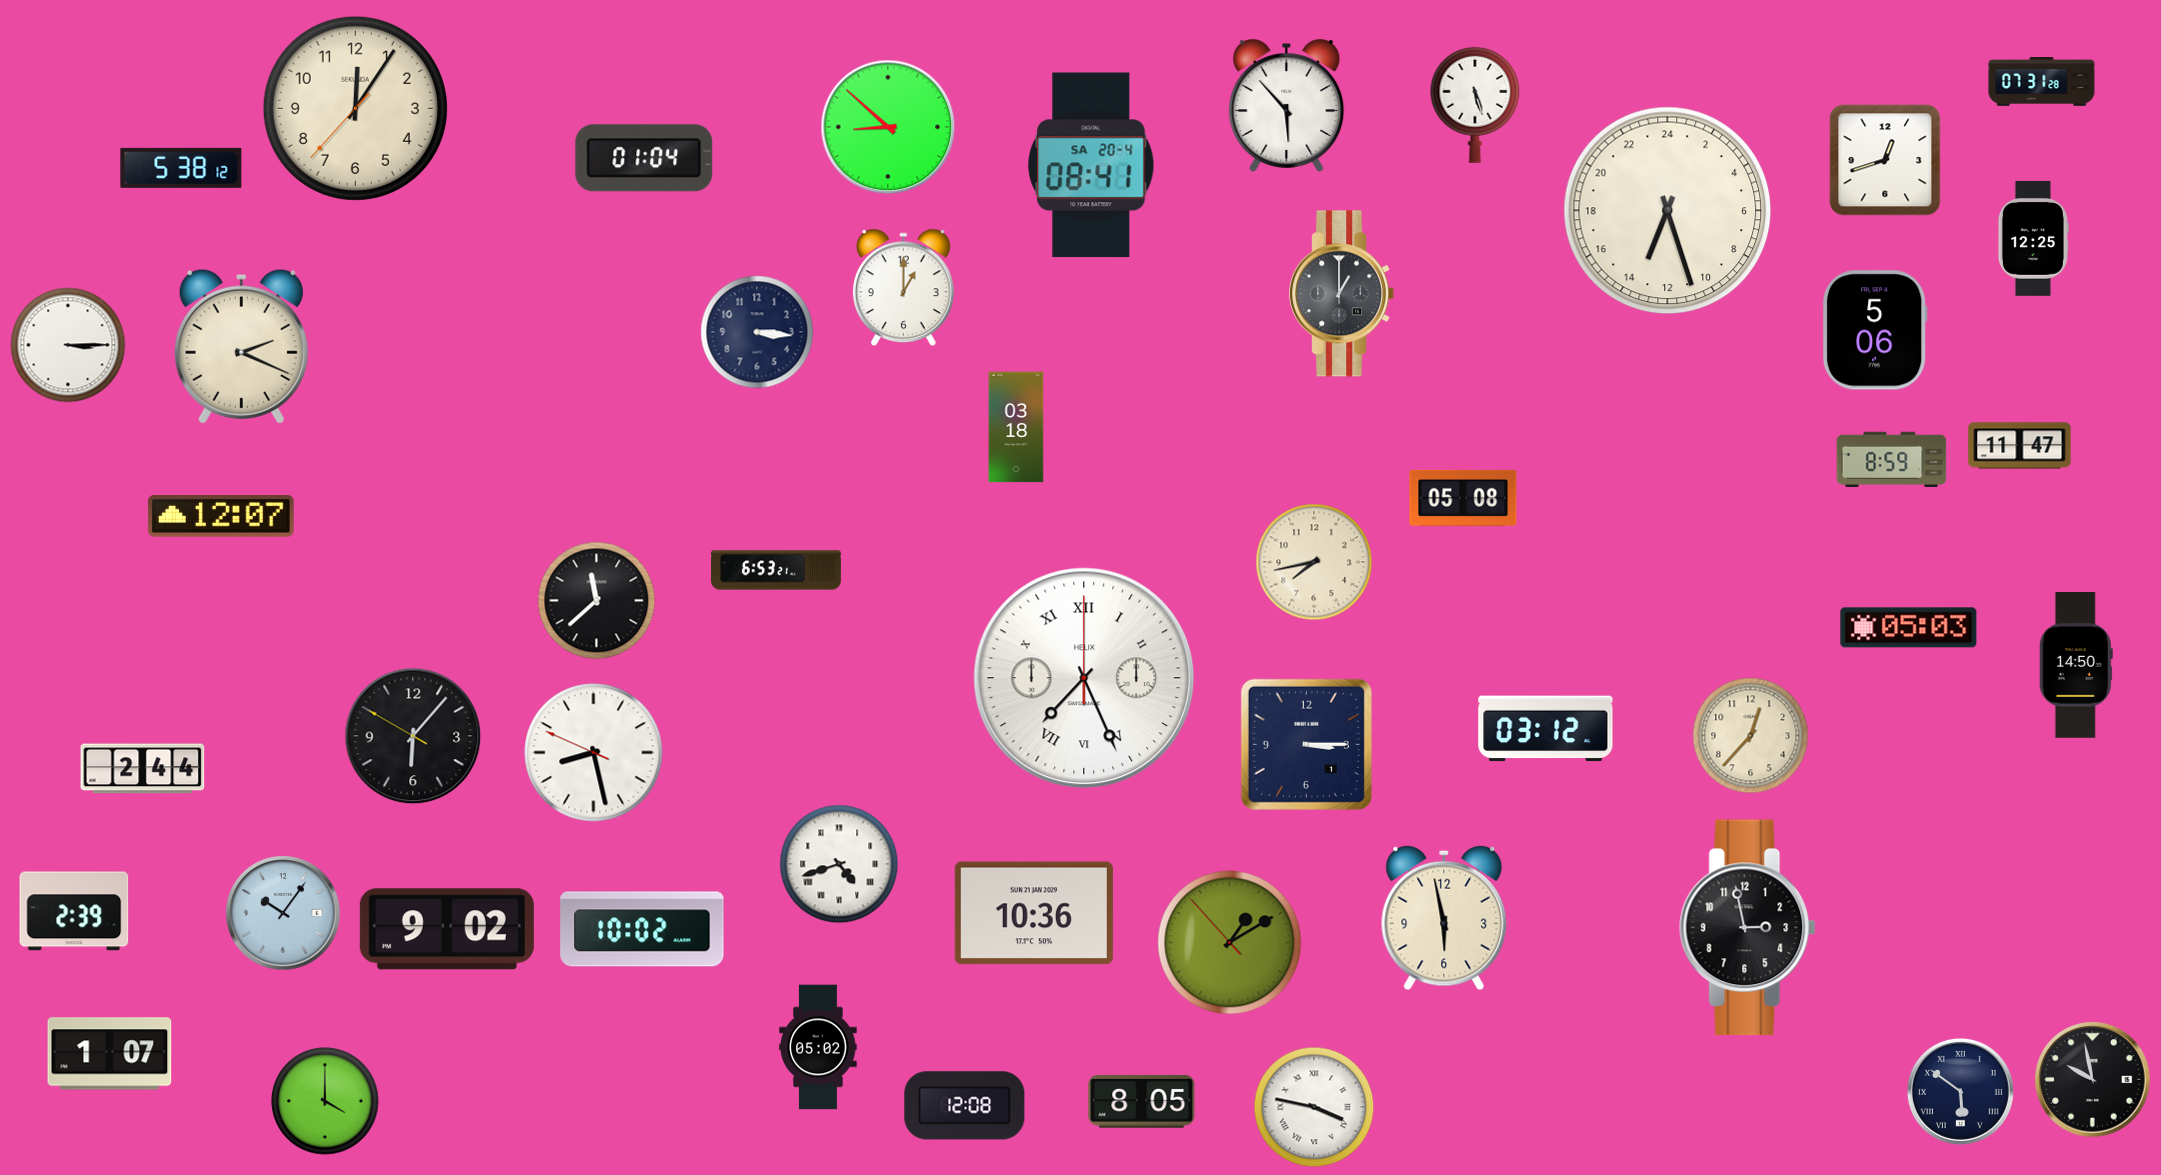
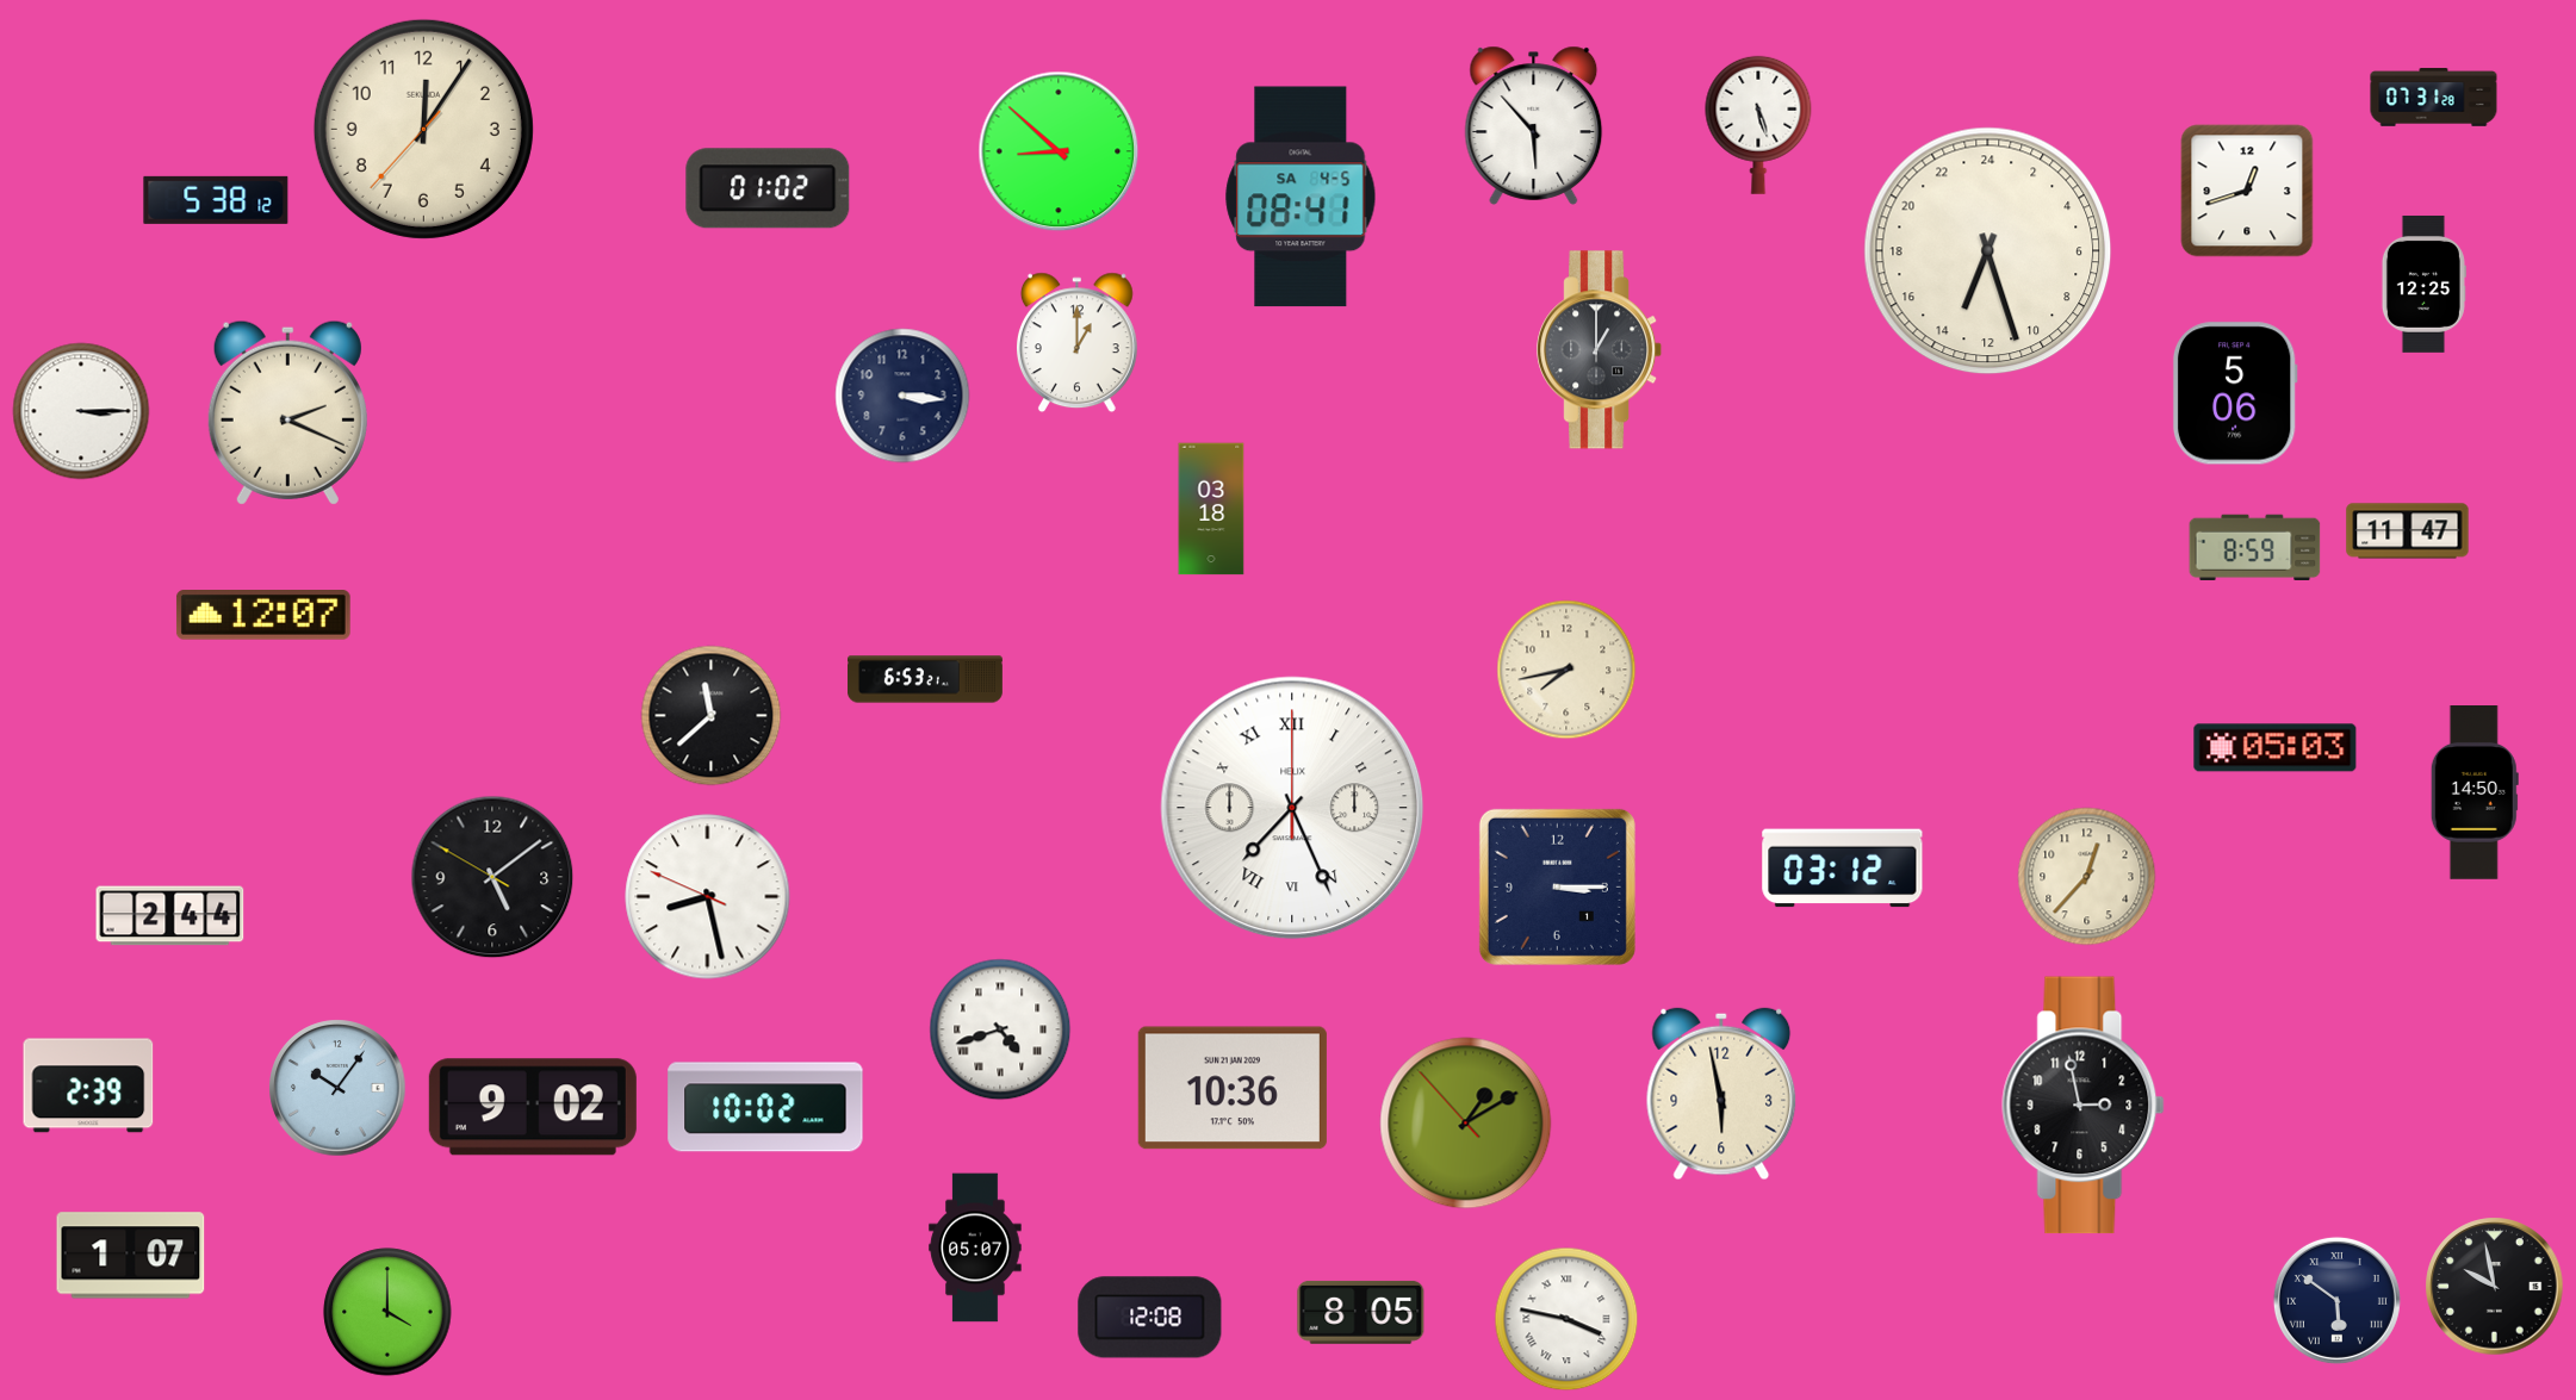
clock at (644, 158): 01:04 -> 01:02
clock at (1091, 165) date: SA 20-4 -> SA 4-5
clock at (1463, 498): 05:08 -> none
clock at (413, 736): 6:06 -> 5:08
clock at (818, 1047): 05:02 -> 05:07
